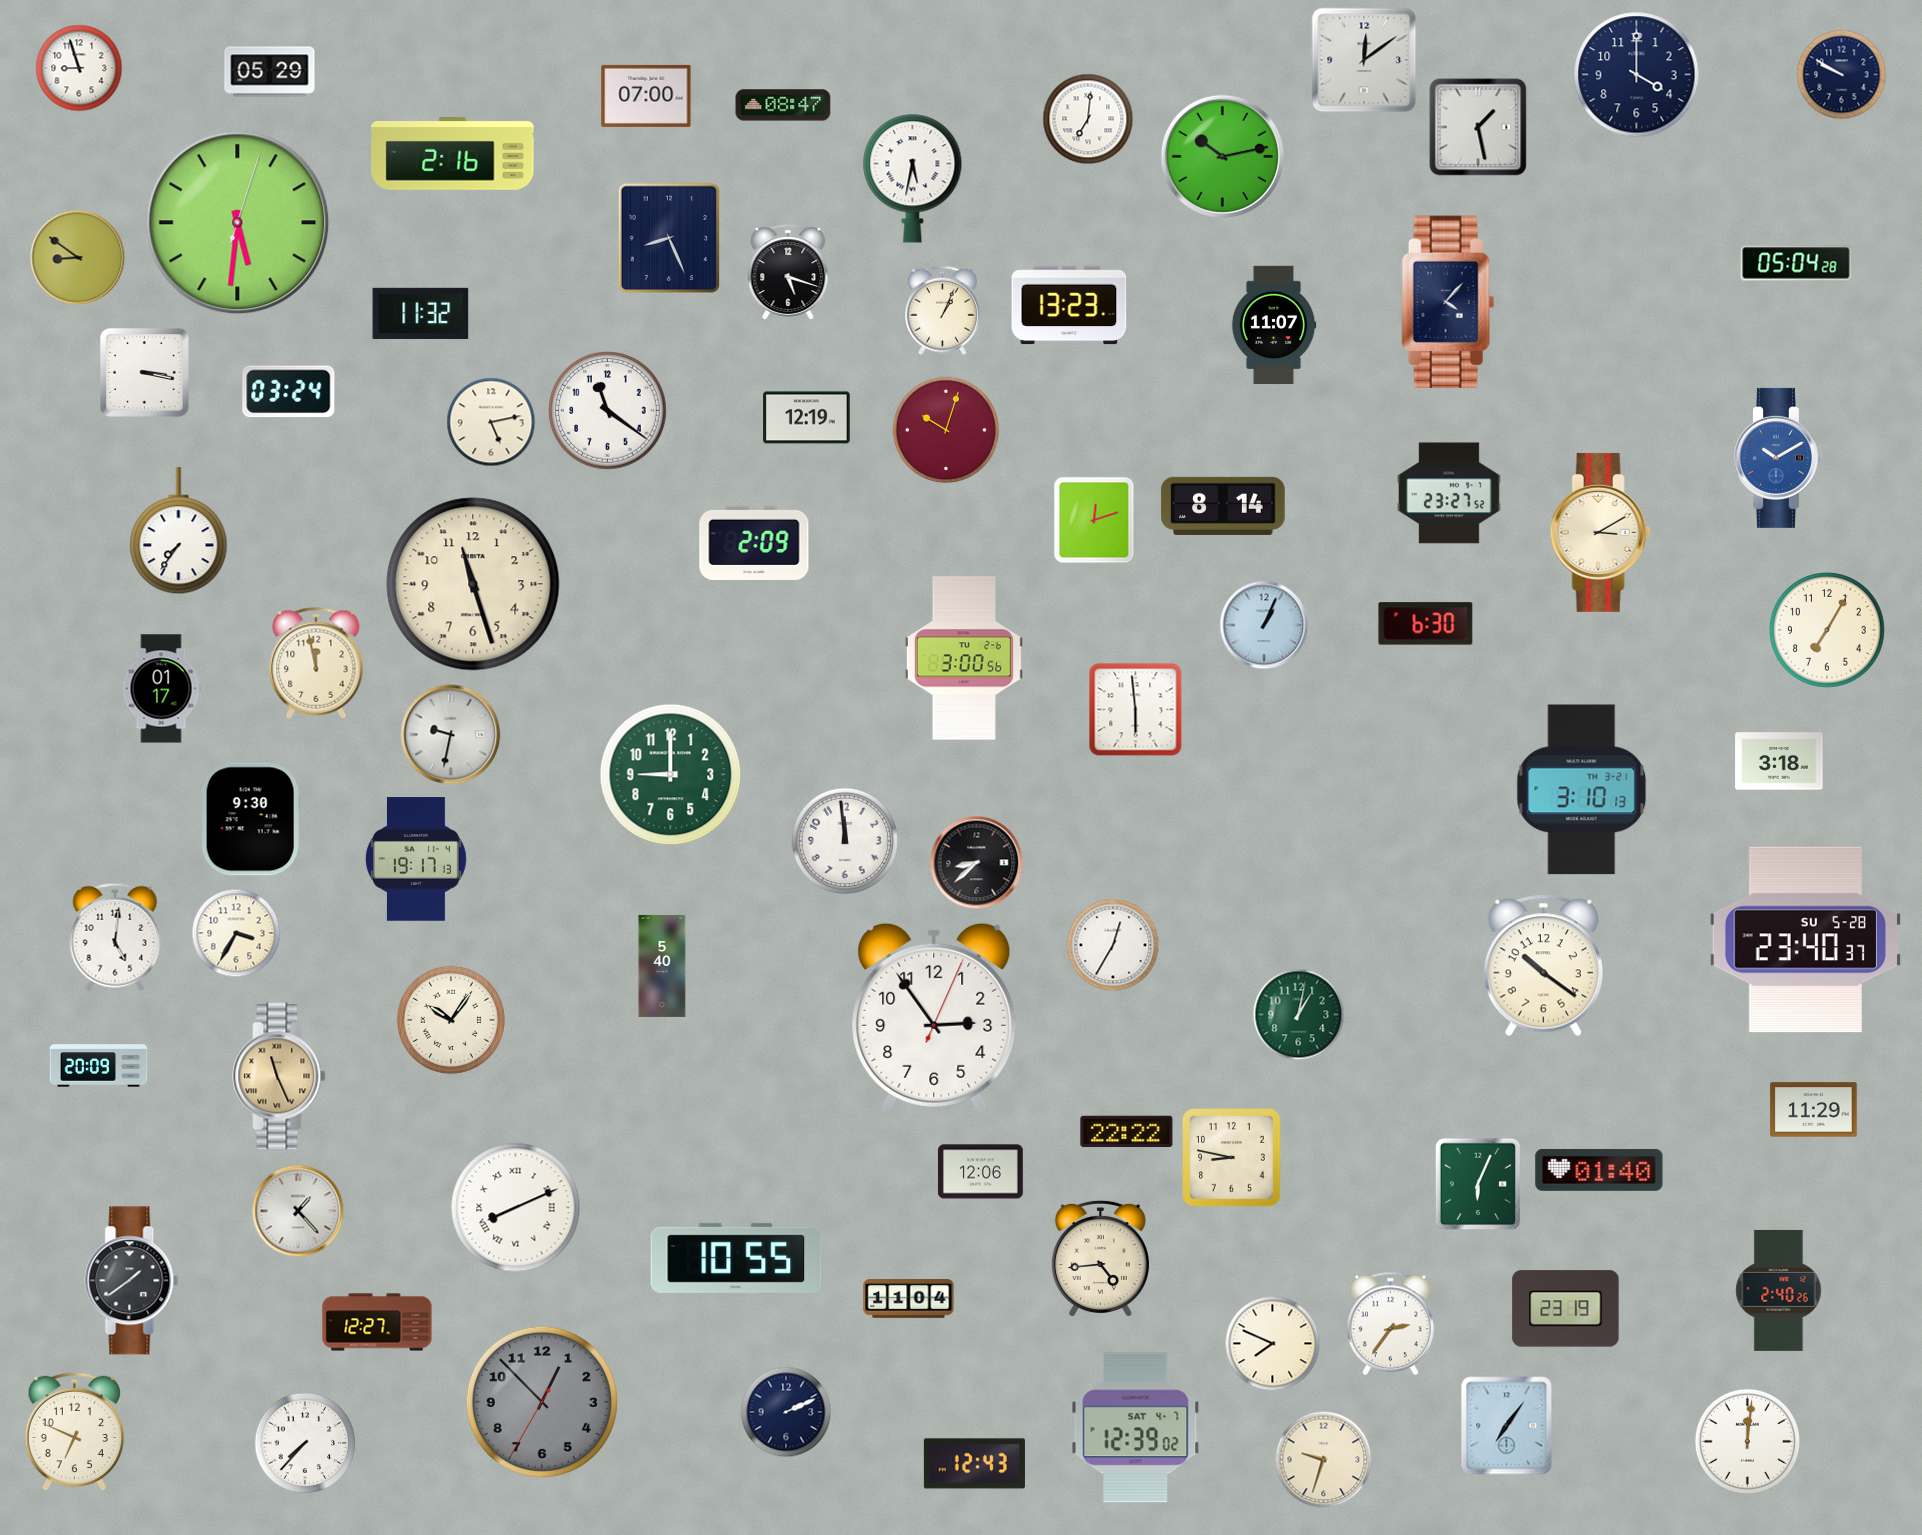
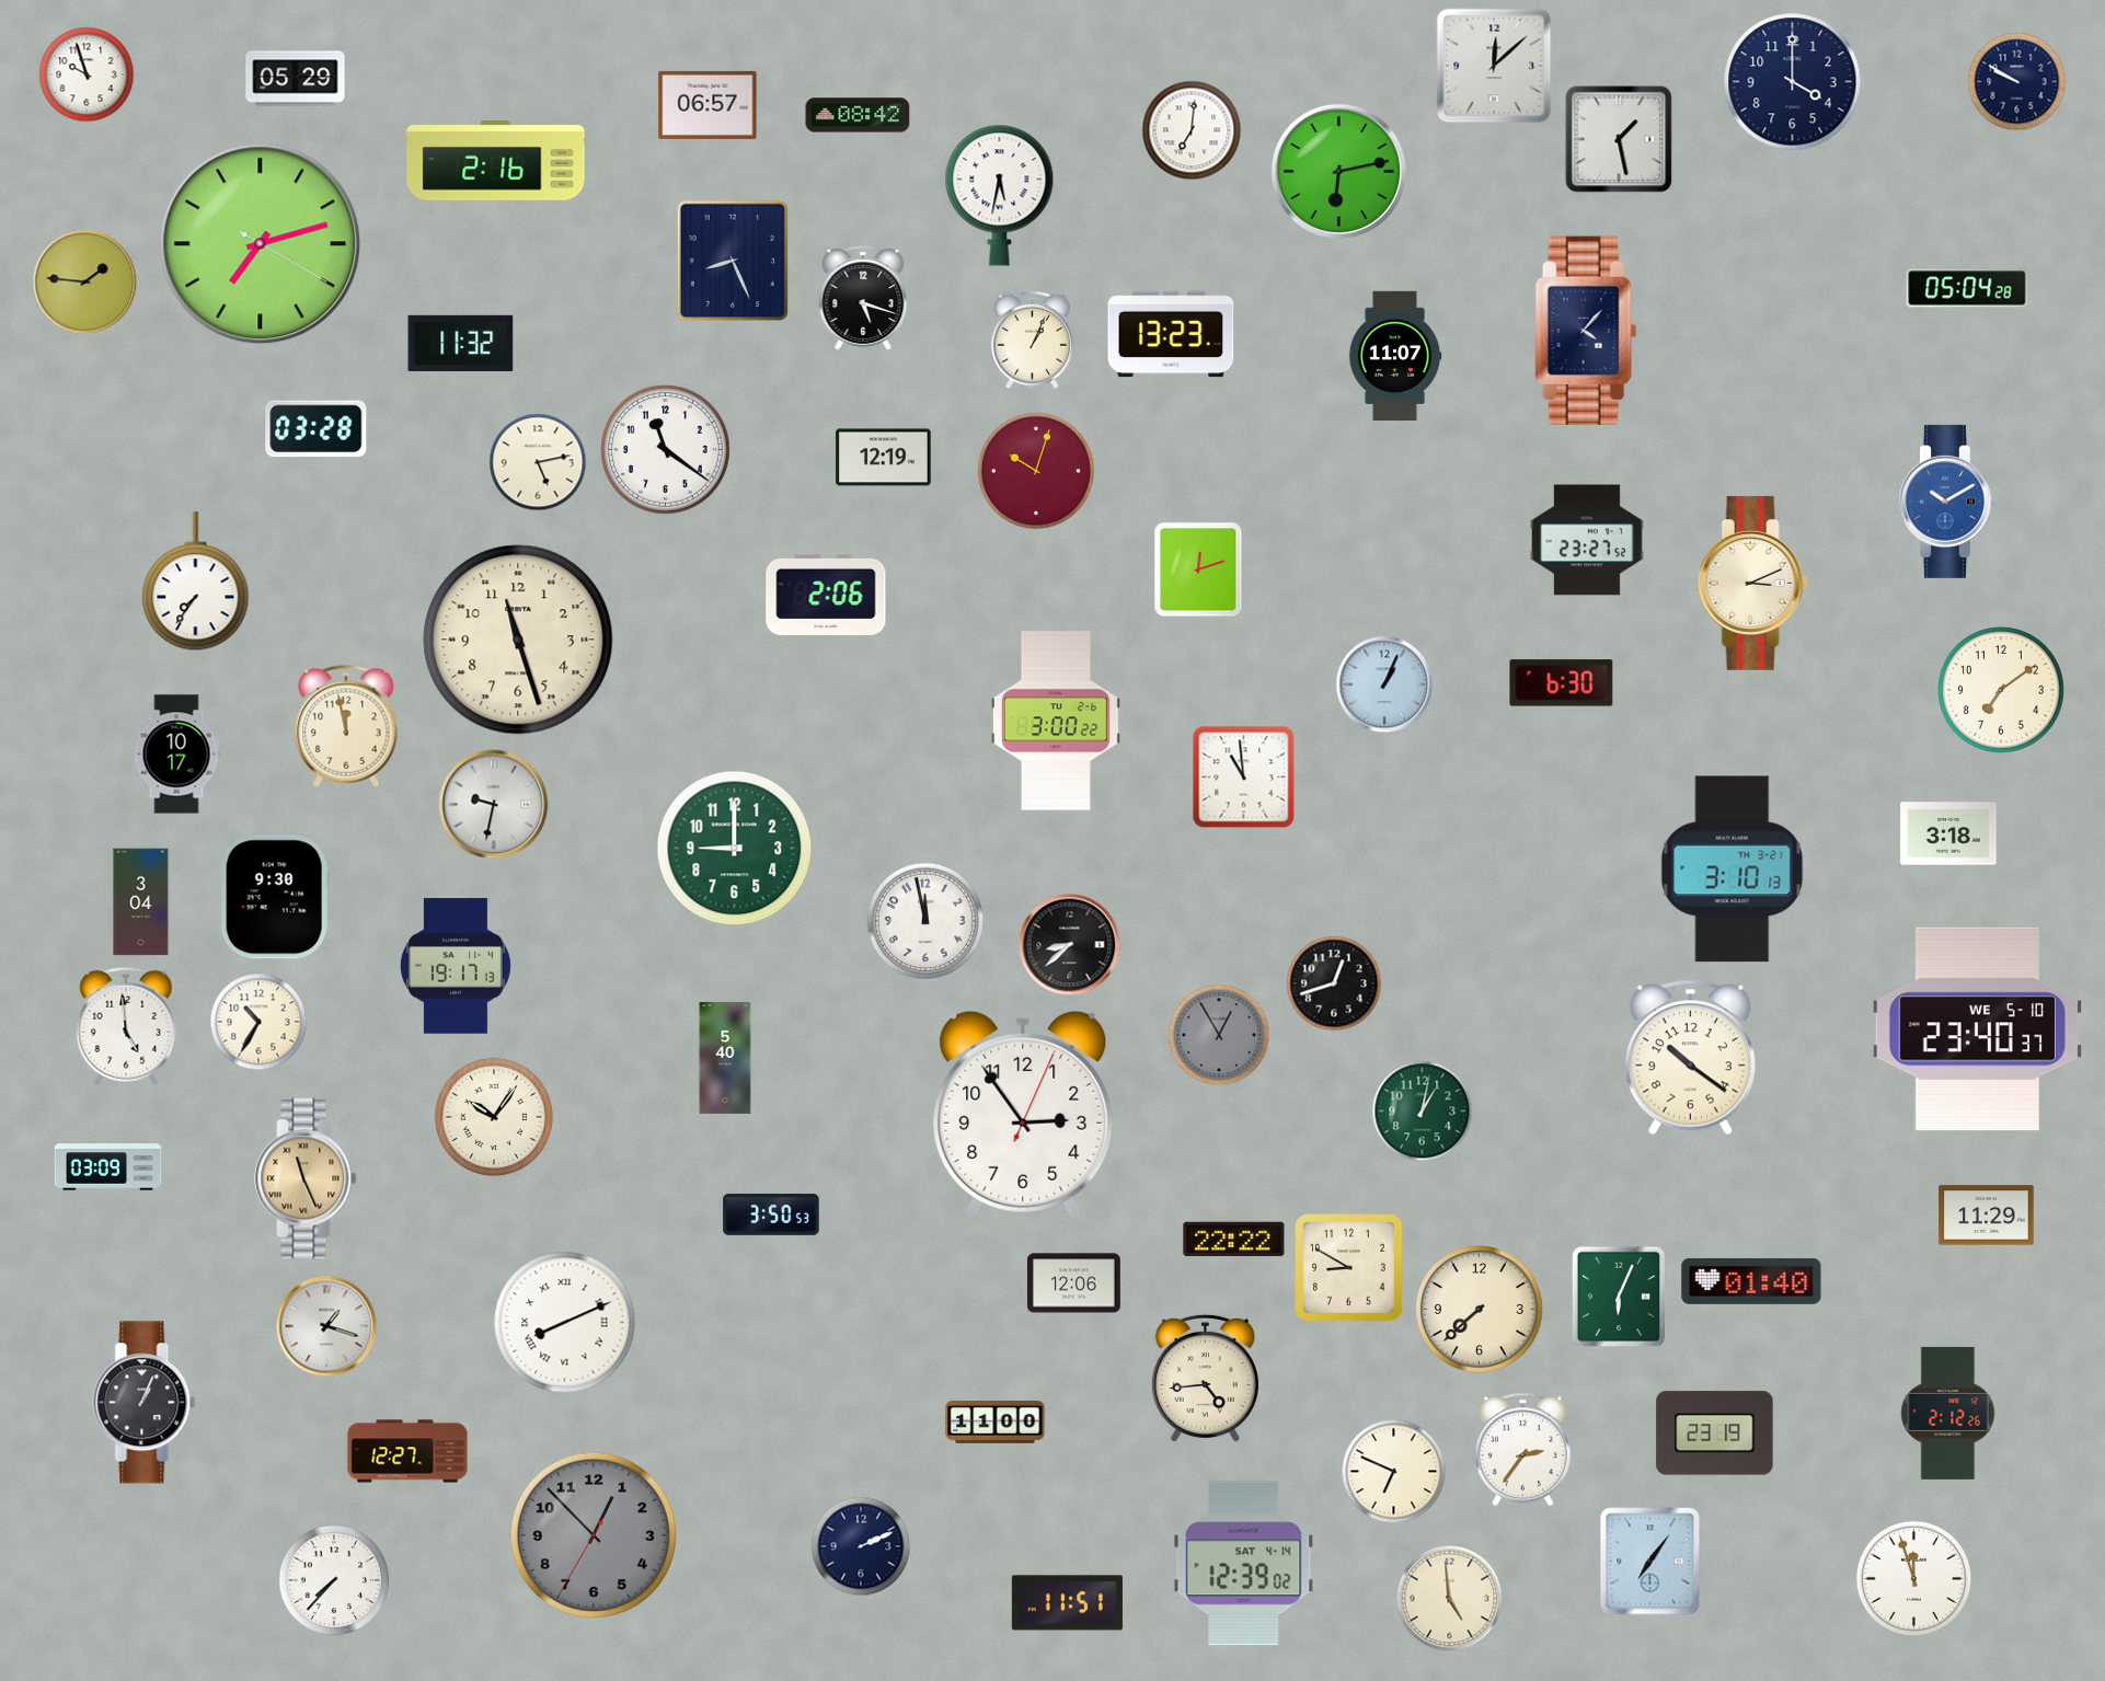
clock at (1364, 60): 12:09 -> 12:08
clock at (79, 68): 8:57 -> 9:57
clock at (646, 96): 07:00 -> 06:57
clock at (783, 105): 08:47 -> 08:42
clock at (453, 154) position: (453, 154) -> (496, 161)
clock at (1222, 156): 10:13 -> 6:13
clock at (238, 223): 5:31 -> 7:12
clock at (78, 258): 8:51 -> 1:46
clock at (145, 373): 3:17 -> none
clock at (289, 392): 03:24 -> 03:28
clock at (1223, 506): 8:14 -> none
clock at (1600, 532): 3:10 -> 3:11
clock at (754, 543): 2:09 -> 2:06
clock at (1828, 631): 7:05 -> 7:09
clock at (964, 658): 3:00:56 -> 3:00:22
clock at (161, 689): 01:17 -> 10:17
clock at (1136, 710): 5:59 -> 10:59
clock at (1582, 790) position: (1582, 790) -> (1733, 870)
clock at (141, 902): none -> 3:04
clock at (845, 841): 11:59 -> 11:58
clock at (416, 859) position: (416, 859) -> (456, 966)
clock at (1334, 983): none -> 12:42
clock at (236, 933): 3:35 -> 10:35
clock at (115, 937): 5:01 -> 4:59
clock at (1805, 940) date: SU 5-28 -> WE 5-10
clock at (1113, 945): 12:35 -> 12:55
clock at (1113, 945) dial: white -> grey
clock at (99, 1066): 20:09 -> 03:09
clock at (771, 1214): none -> 3:50
clock at (1232, 1158): 8:47 -> 8:50
clock at (1480, 1310): none -> 7:38
clock at (298, 1211): 1:23 -> 1:18
clock at (736, 1258): 10:55 -> none
clock at (132, 1281): 1:39 -> 1:04
clock at (1779, 1290): 2:40 -> 2:12
clock at (909, 1299): 11:04 -> 11:00
clock at (377, 1322) position: (377, 1322) -> (407, 1451)
clock at (1273, 1344): 7:49 -> 6:49
clock at (1136, 1428) date: SAT 4-7 -> SAT 4-14
clock at (74, 1431): 6:49 -> none
clock at (1747, 1441): 12:01 -> 11:57
clock at (1324, 1460): 9:33 -> 4:59
clock at (974, 1464): 12:43 -> 11:51
